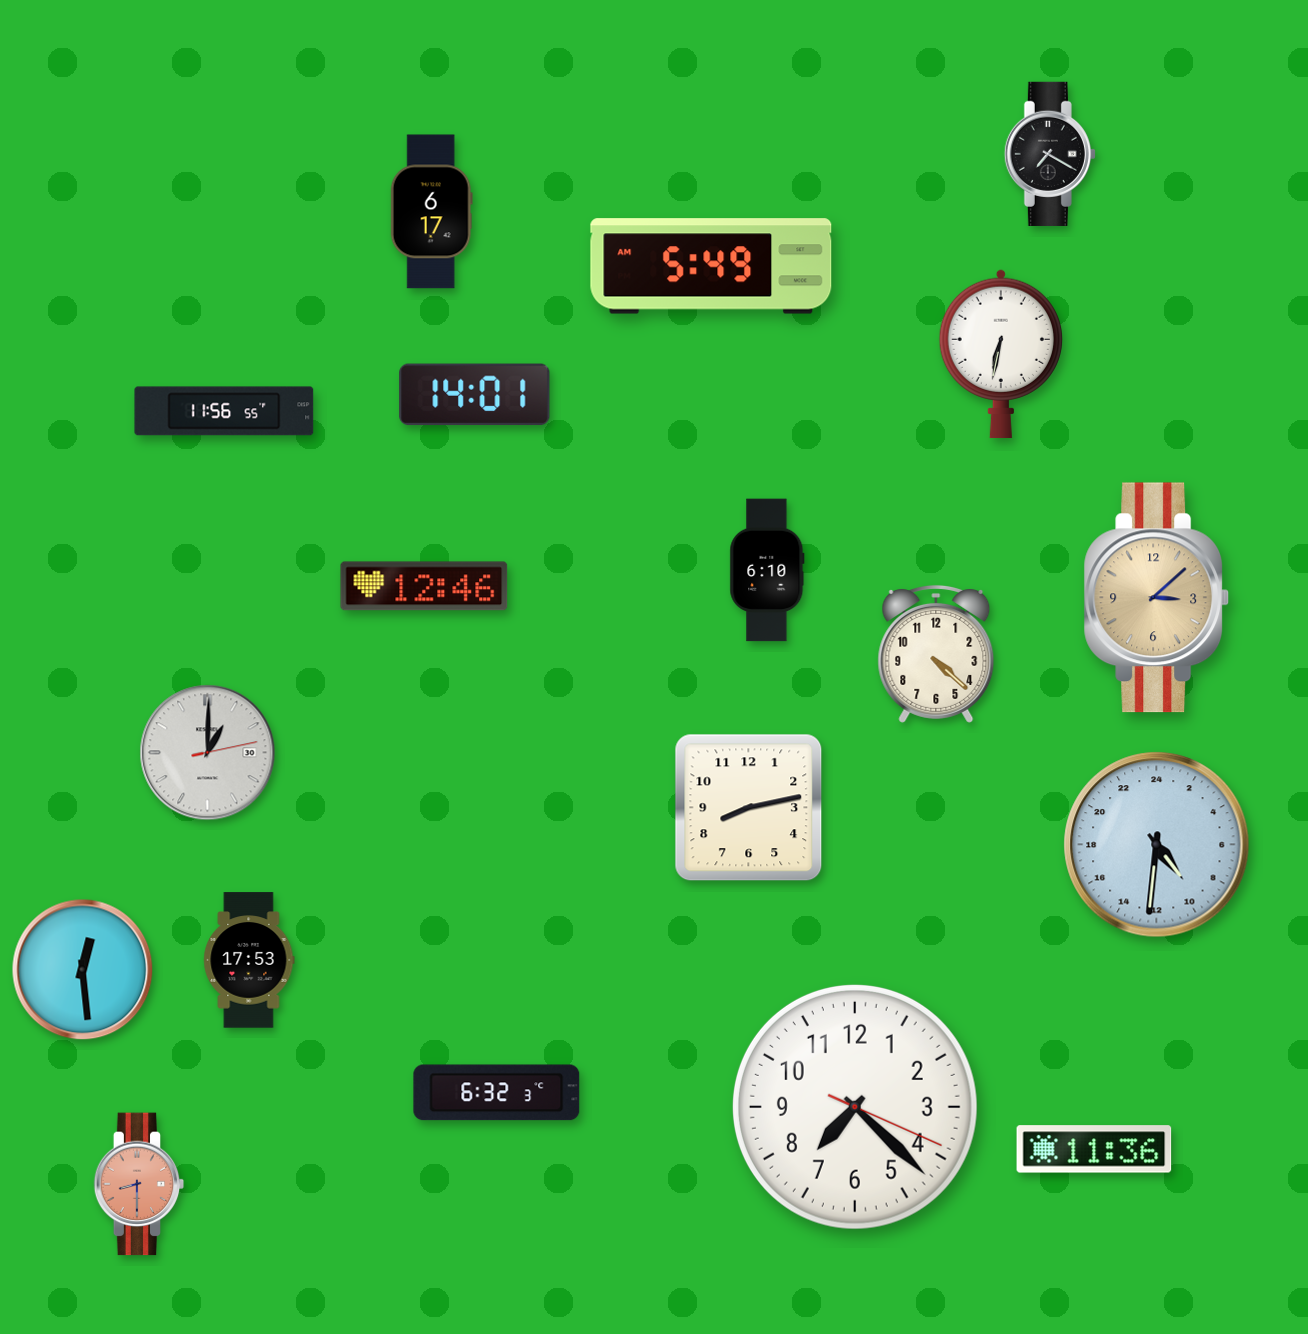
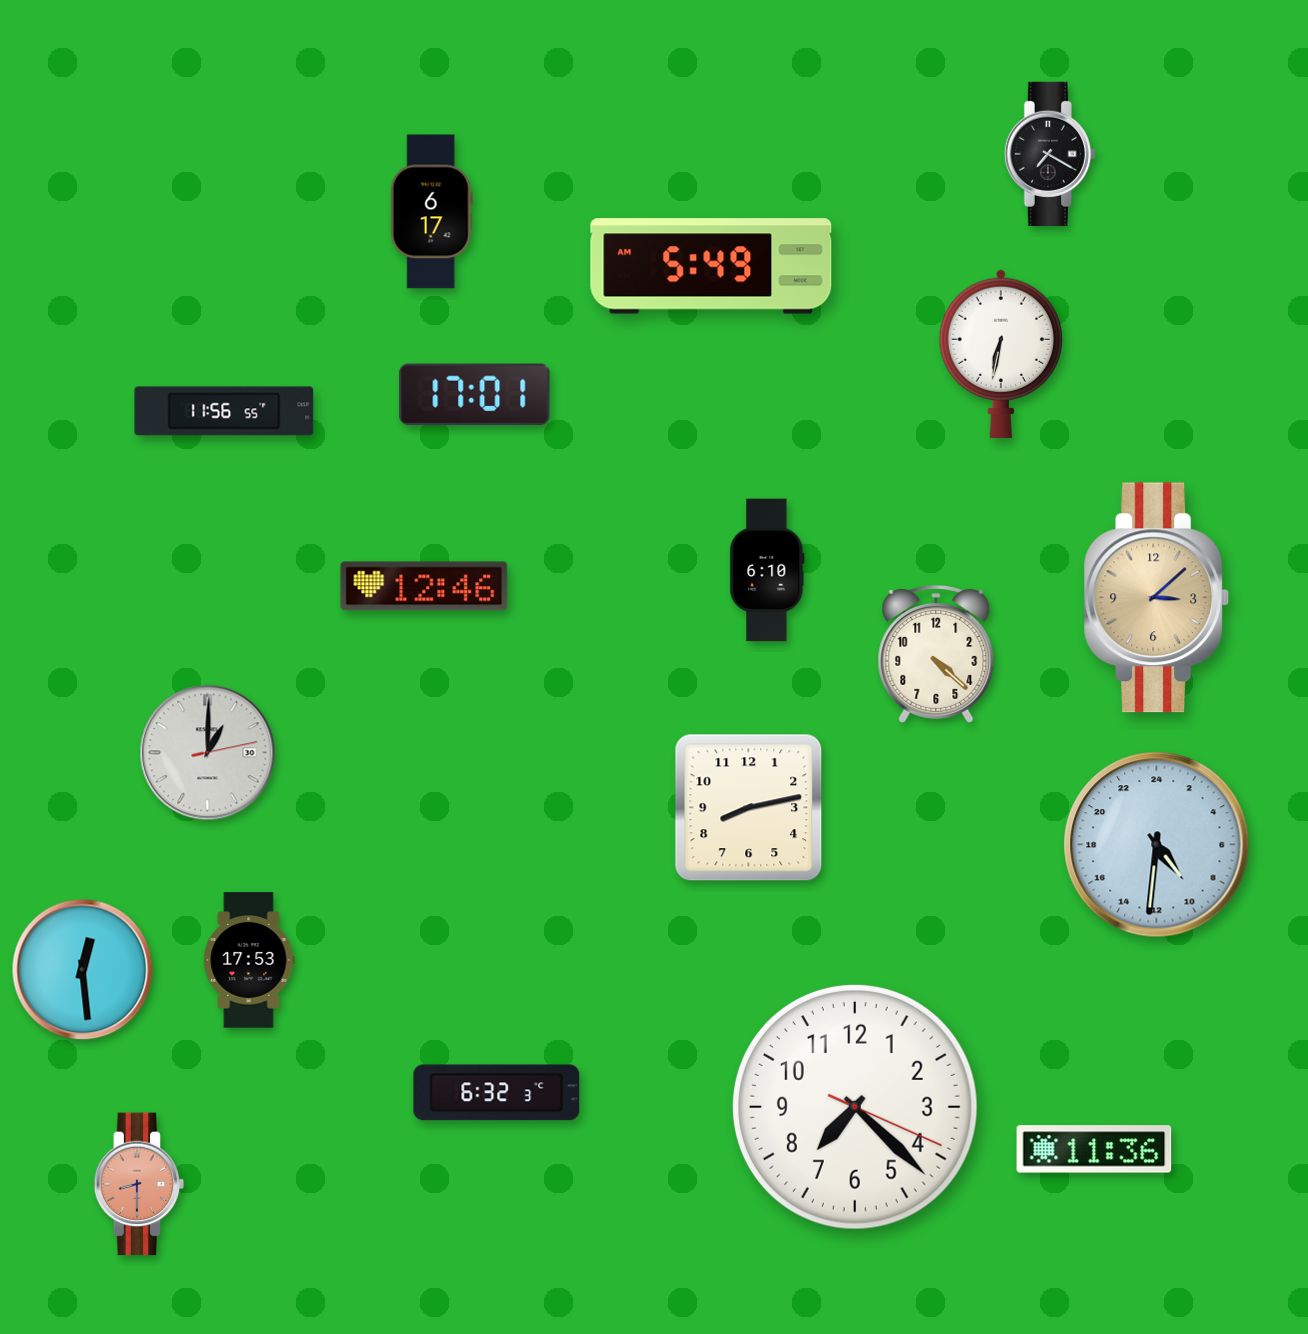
clock at (475, 395): 14:01 -> 17:01
